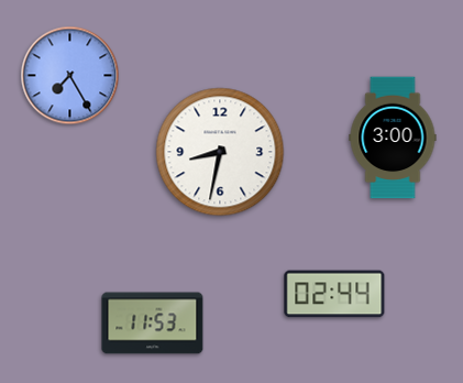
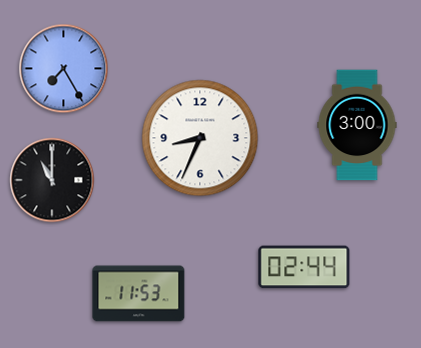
clock at (220, 152): 8:32 -> 8:34
clock at (52, 180): none -> 11:00
